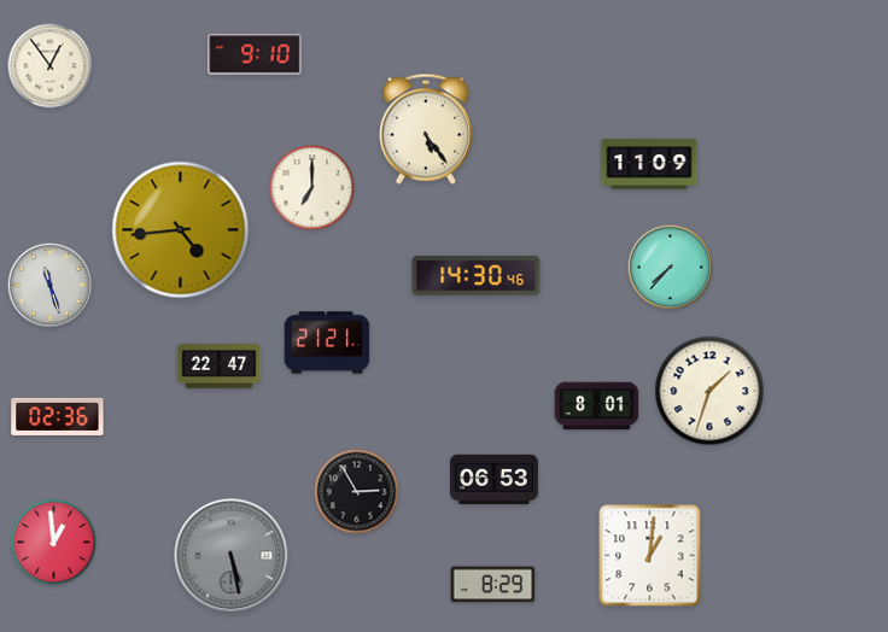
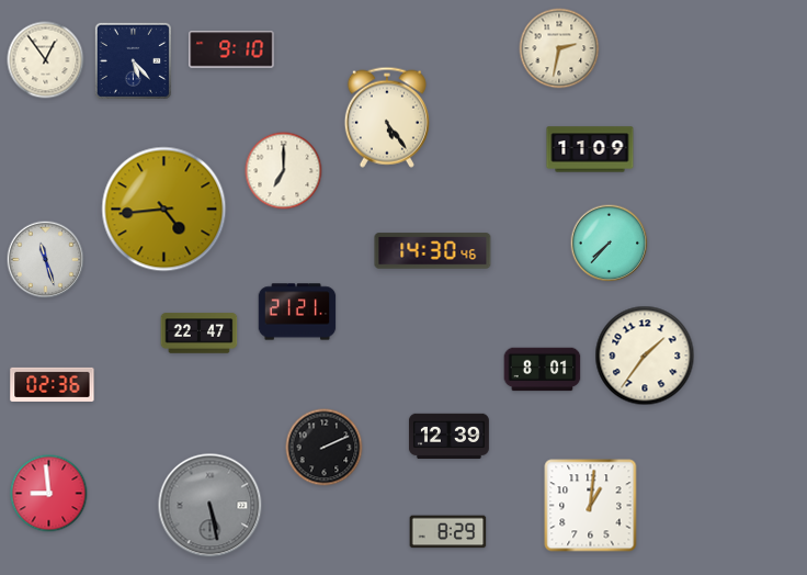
clock at (559, 48): none -> 2:32
clock at (133, 60): none -> 5:23
clock at (709, 391): 1:33 -> 1:36
clock at (58, 416) position: (58, 416) -> (53, 384)
clock at (493, 480): 06:53 -> 12:39
clock at (357, 492): 2:55 -> 2:11
clock at (54, 543): 12:59 -> 8:59
